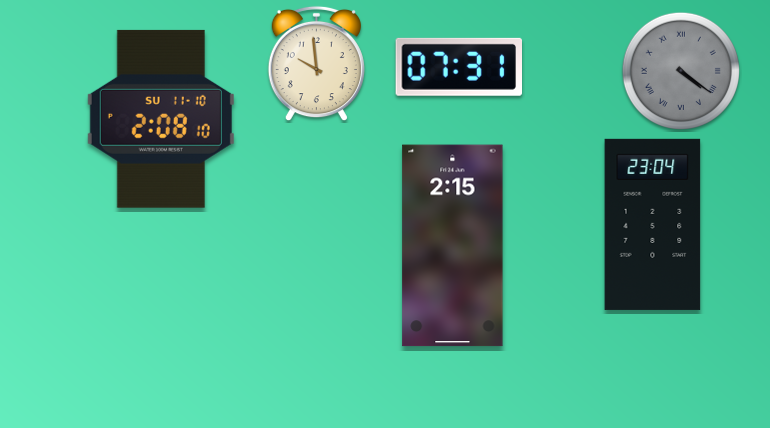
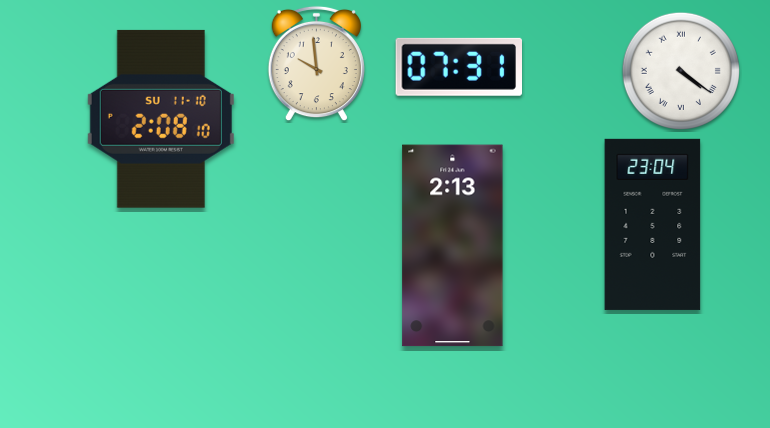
clock at (681, 71) dial: grey -> white
clock at (453, 246): 2:15 -> 2:13
